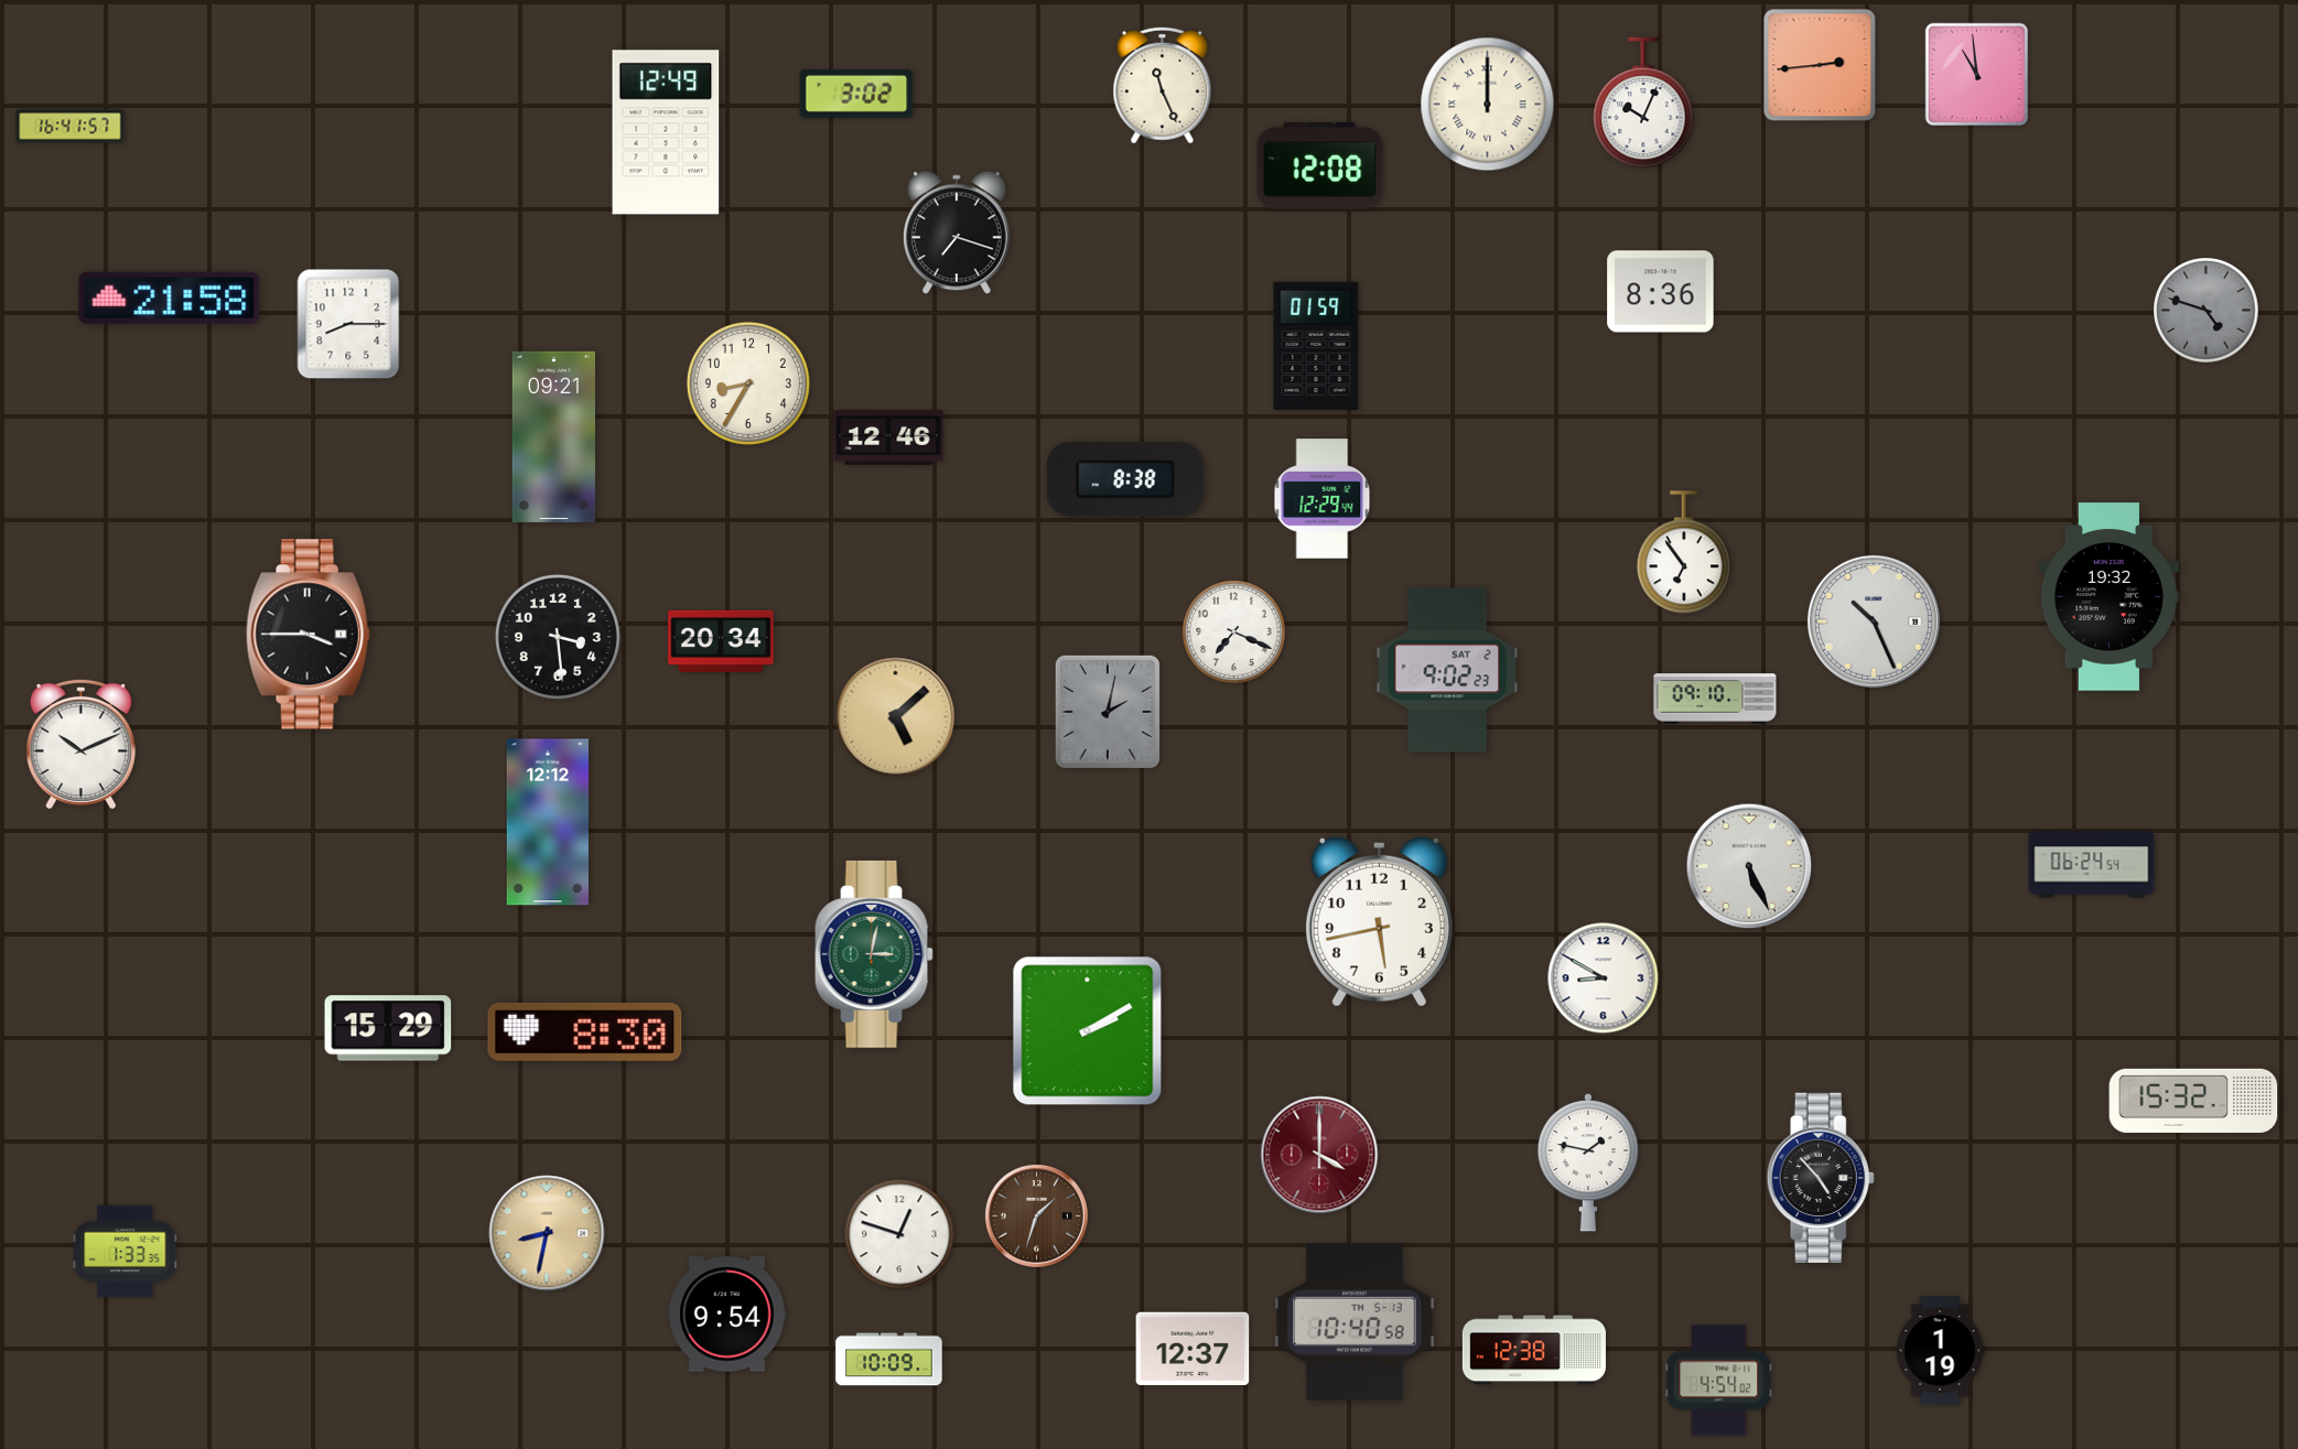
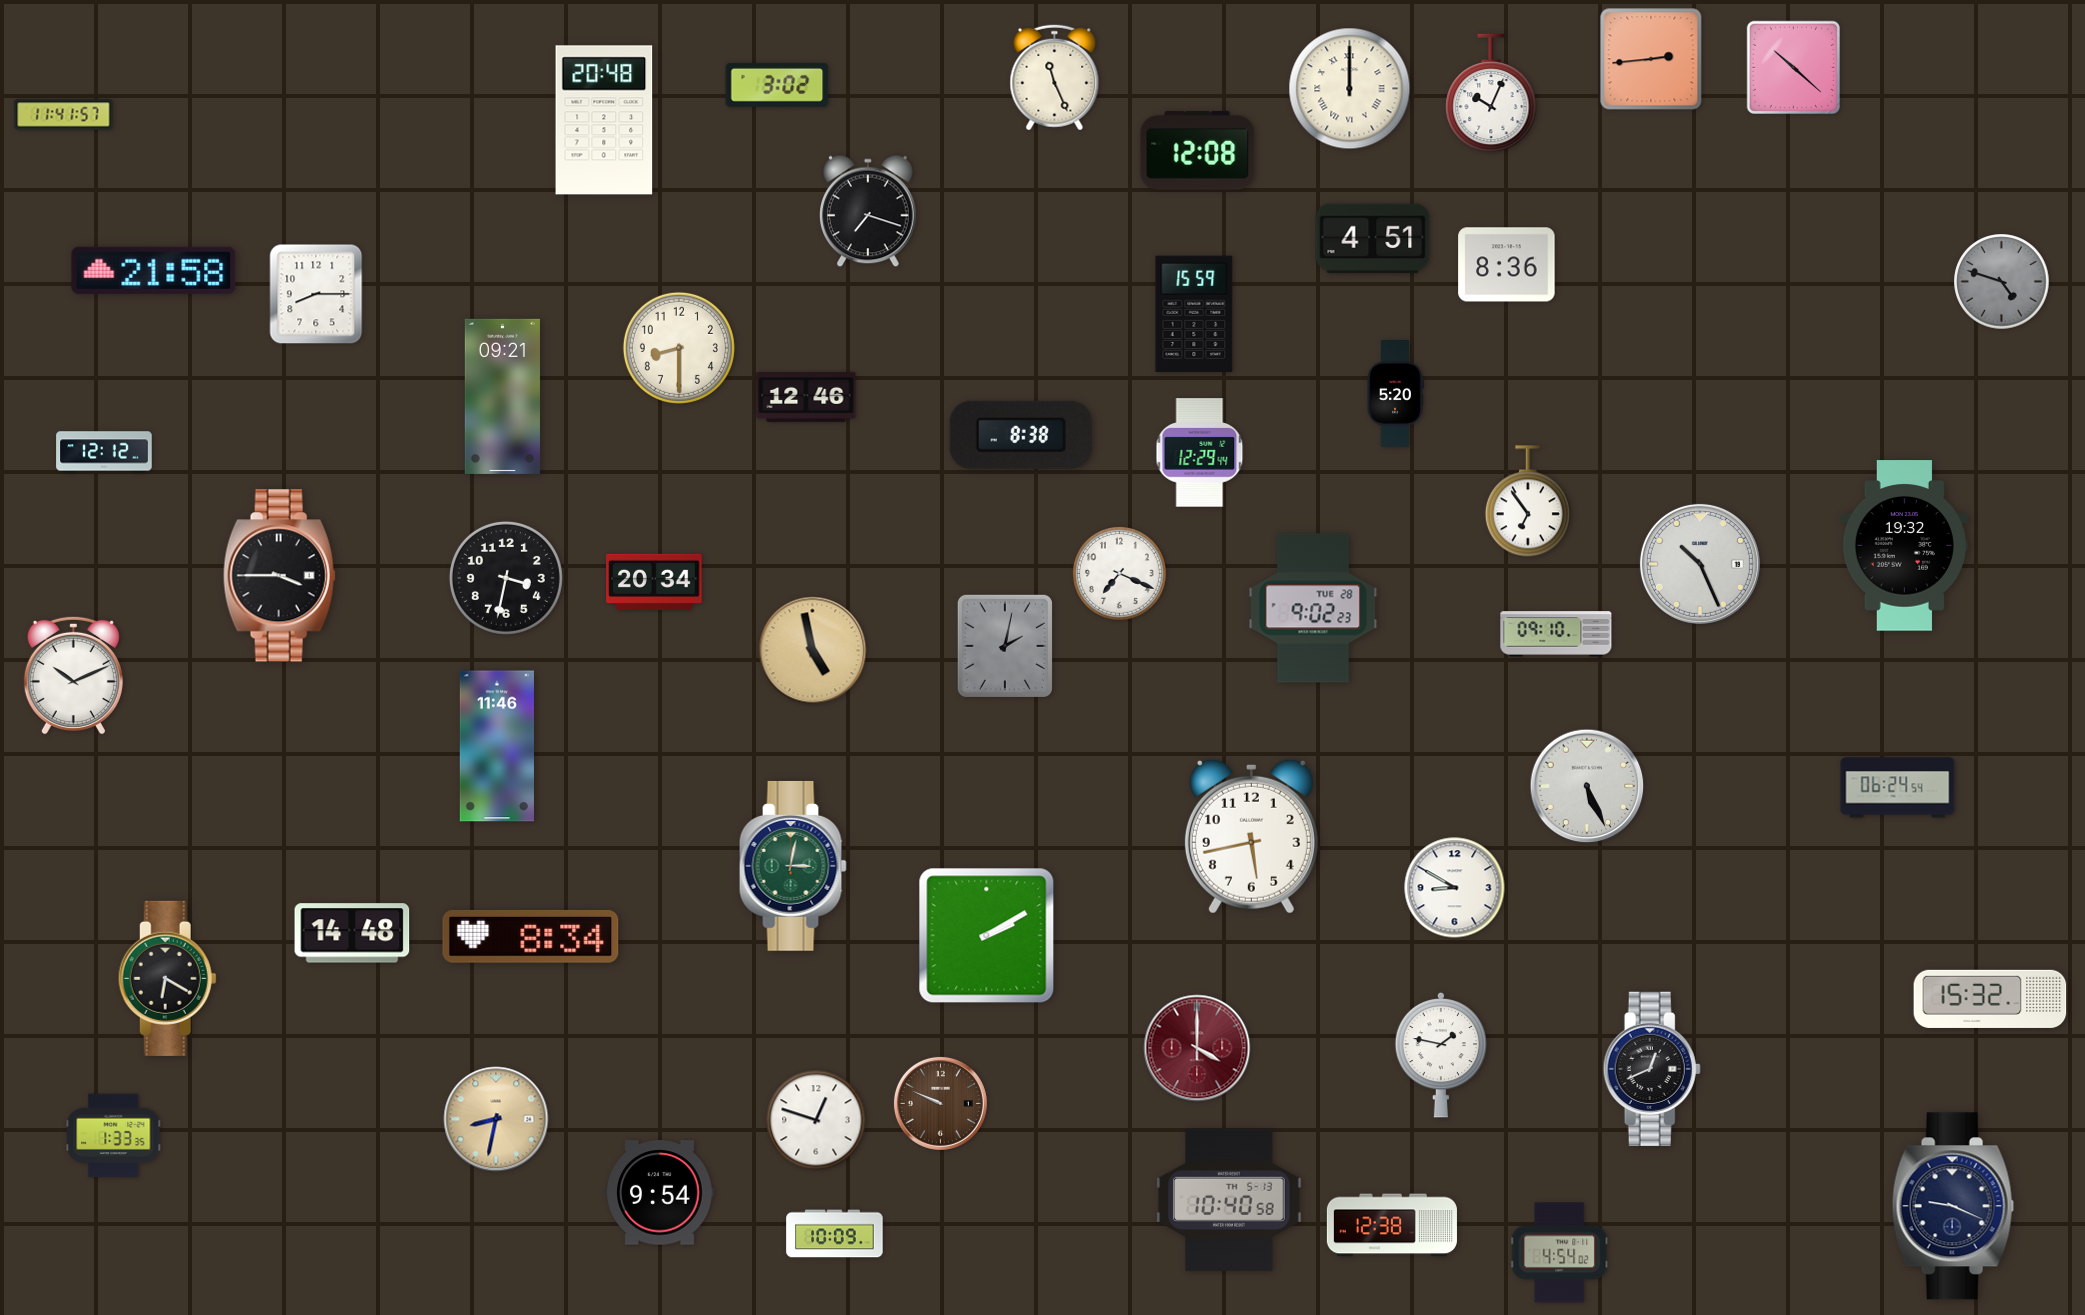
clock at (1977, 75): 10:59 -> 10:22
clock at (1488, 105) position: (1488, 105) -> (1350, 89)
clock at (71, 127): 16:41 -> 11:41
clock at (666, 132): 12:49 -> 20:48
clock at (1373, 239): none -> 4:51
clock at (1316, 346): 01:59 -> 15:59
clock at (748, 383): 8:35 -> 8:30
clock at (1395, 394): none -> 5:20
clock at (104, 452): none -> 12:12
clock at (2108, 597) position: (2108, 597) -> (1904, 546)
clock at (558, 637): 3:29 -> 3:32
clock at (1447, 670) date: SAT 2 -> TUE 28
clock at (896, 717): 5:08 -> 4:58
clock at (548, 822): 12:12 -> 11:46
clock at (2092, 865) position: (2092, 865) -> (1898, 788)
clock at (388, 1028): 15:29 -> 14:48
clock at (585, 1031): 8:30 -> 8:34
clock at (167, 978): none -> 6:20
clock at (1821, 1178): 4:53 -> 12:41
clock at (1036, 1215): 1:33 -> 9:49
clock at (1953, 1206): none -> 9:19
clock at (1193, 1349): 12:37 -> none
clock at (1940, 1351): 1:19 -> none
clock at (889, 1360) position: (889, 1360) -> (835, 1234)
